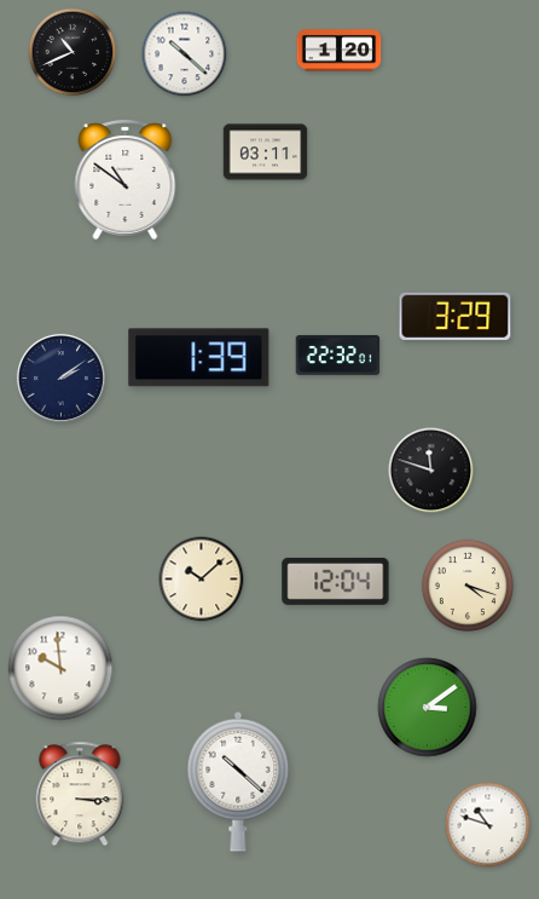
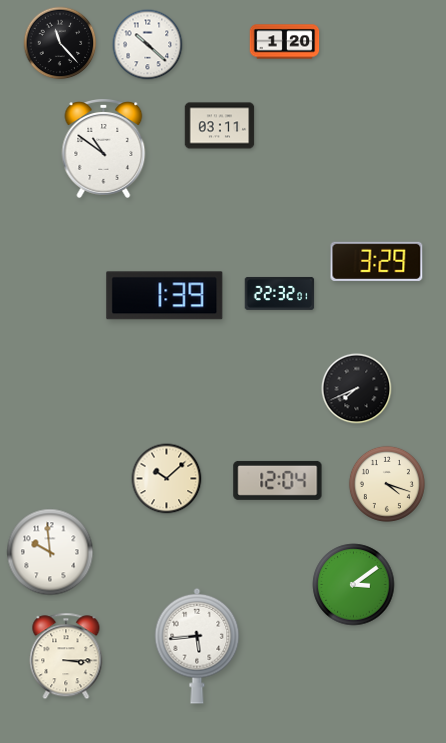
clock at (340, 51) position: (340, 51) -> (285, 42)
clock at (73, 52): 10:41 -> 11:23
clock at (185, 54) position: (185, 54) -> (148, 45)
clock at (60, 378): 2:09 -> none
clock at (431, 471): 11:48 -> 7:41
clock at (238, 782): 10:22 -> 5:44
clock at (488, 825): 10:48 -> none
